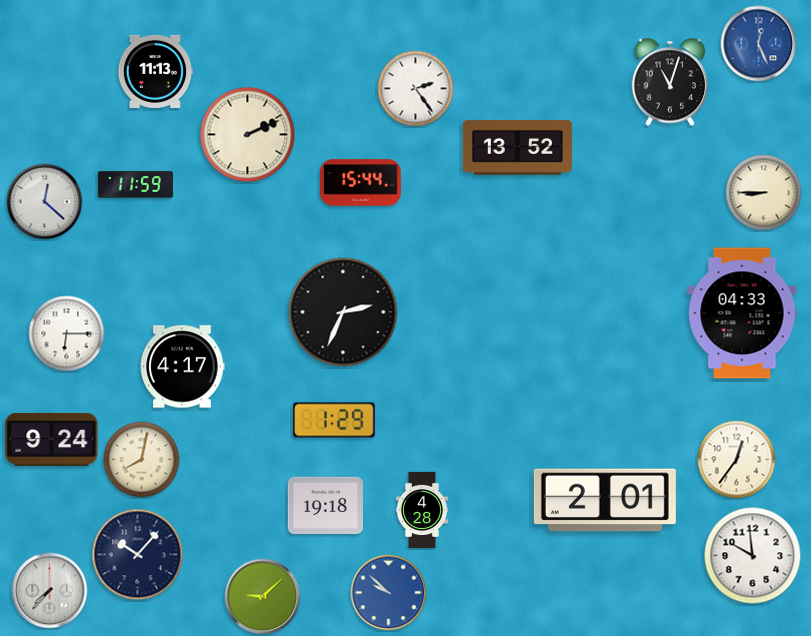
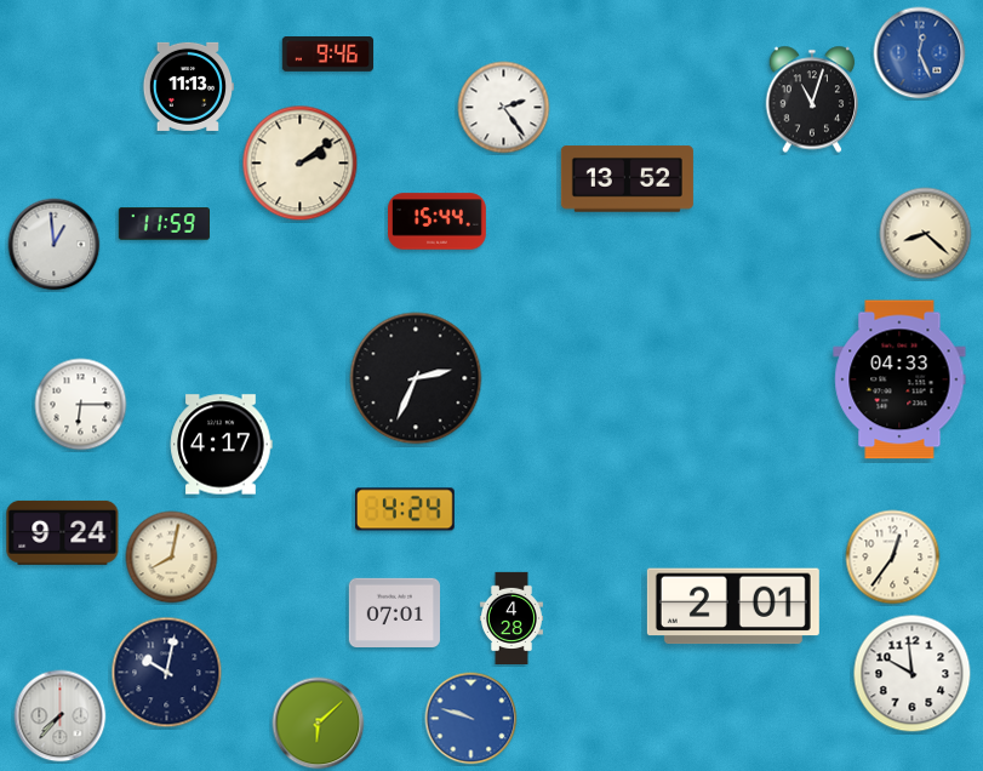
clock at (328, 55): none -> 9:46
clock at (248, 135): 2:11 -> 2:09
clock at (764, 193): 8:45 -> 8:22
clock at (45, 202): 12:22 -> 12:59
clock at (335, 420): 1:29 -> 4:24
clock at (326, 505): 19:18 -> 07:01
clock at (138, 555): 10:07 -> 10:02
clock at (389, 593): 9:52 -> 9:48
clock at (263, 597): 9:08 -> 6:08
